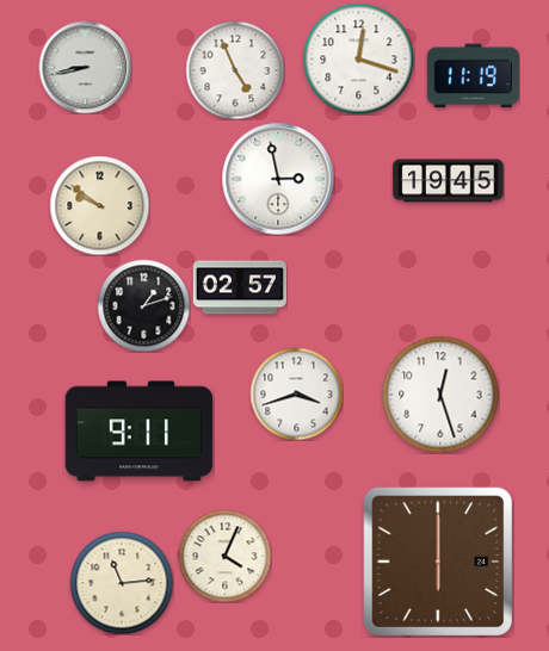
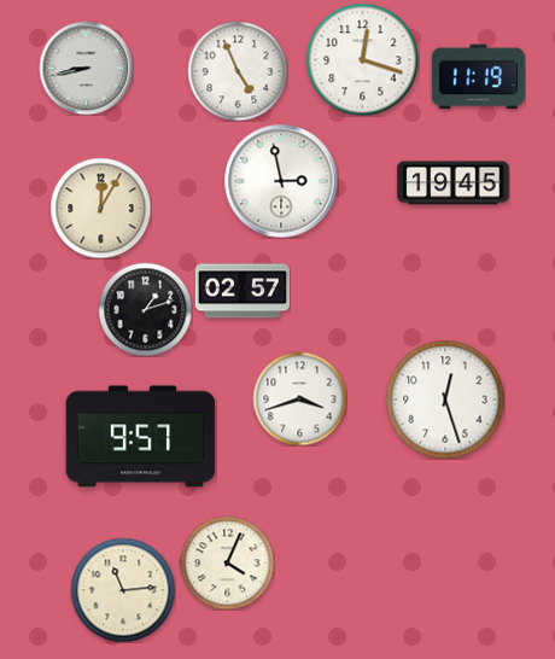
clock at (99, 205): 9:51 -> 12:05
clock at (140, 432): 9:11 -> 9:57
clock at (437, 560): 6:00 -> none
